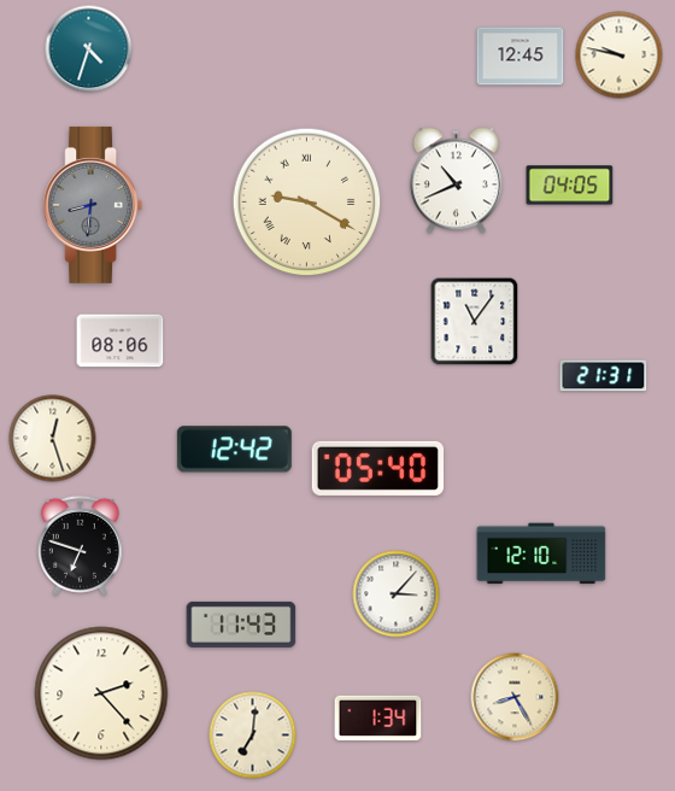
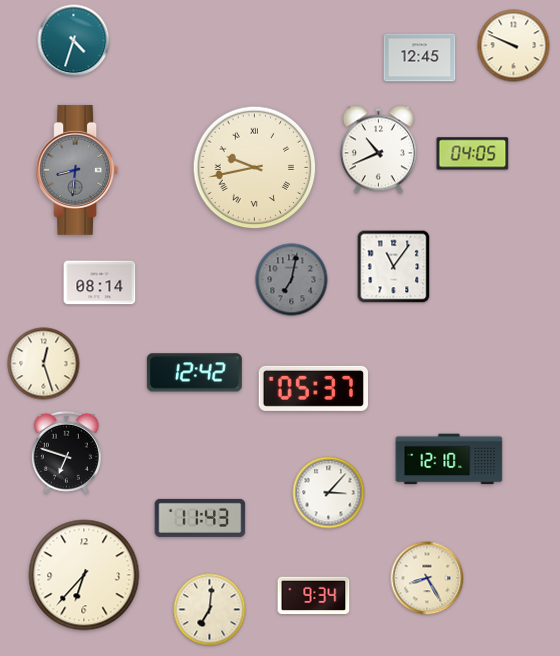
clock at (620, 55): 9:47 -> 9:49
clock at (521, 57) position: (521, 57) -> (420, 58)
clock at (307, 203): 9:20 -> 9:43
clock at (292, 280): none -> 7:02
clock at (121, 341): 08:06 -> 08:14
clock at (604, 376): 21:31 -> none
clock at (377, 468): 05:40 -> 05:37
clock at (101, 693): 2:23 -> 6:37
clock at (378, 719): 1:34 -> 9:34
